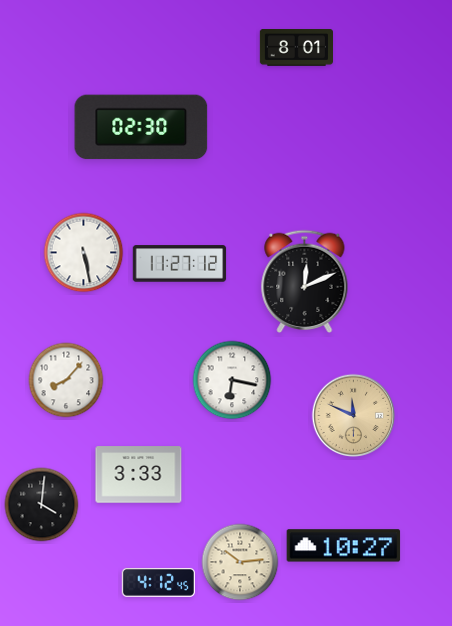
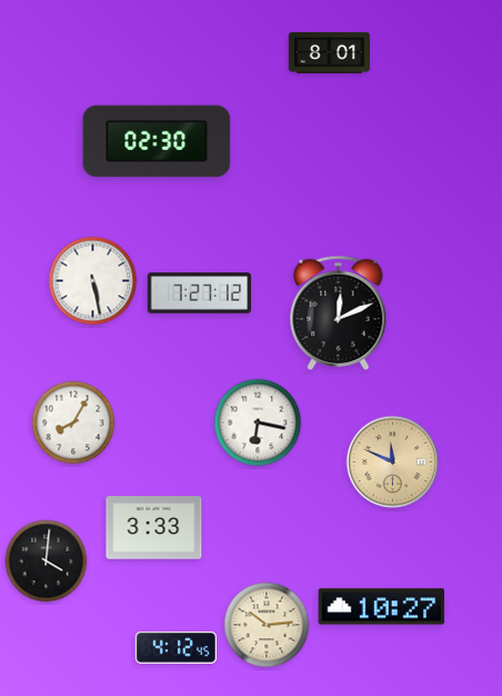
clock at (180, 264): 11:27 -> 7:27
clock at (66, 380): 8:07 -> 8:05
